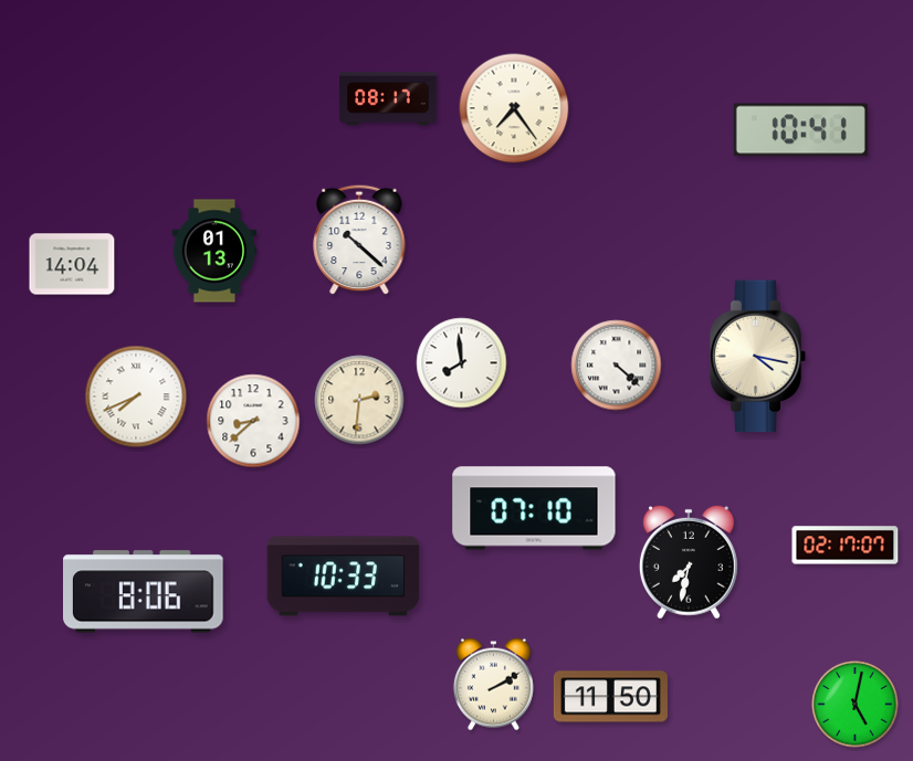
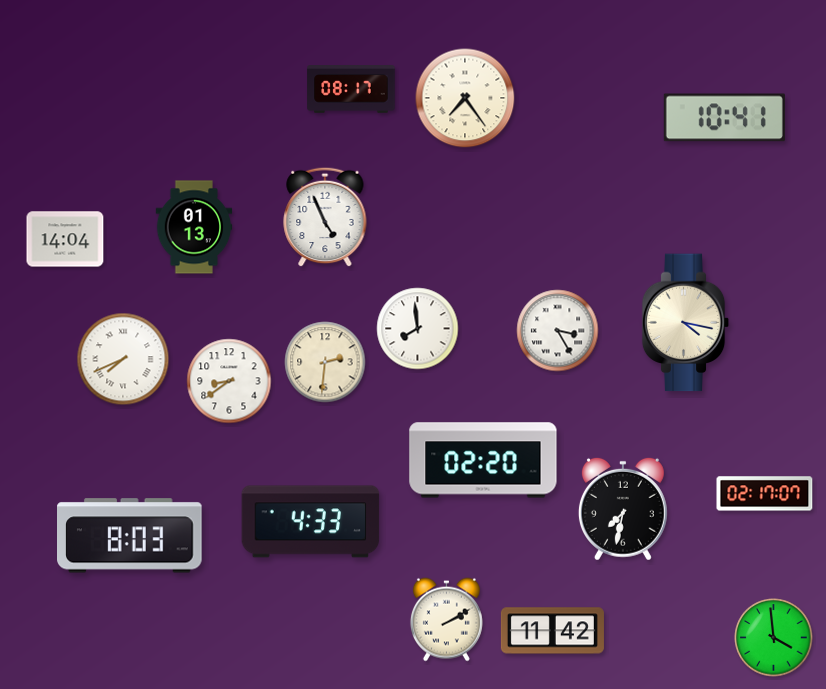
clock at (359, 240): 10:22 -> 4:56
clock at (617, 366): 4:22 -> 3:25
clock at (253, 421): 8:38 -> 8:39
clock at (534, 508): 07:10 -> 02:20
clock at (344, 577): 10:33 -> 4:33
clock at (144, 592): 8:06 -> 8:03
clock at (610, 697): 11:50 -> 11:42
clock at (856, 705): 5:02 -> 3:59
